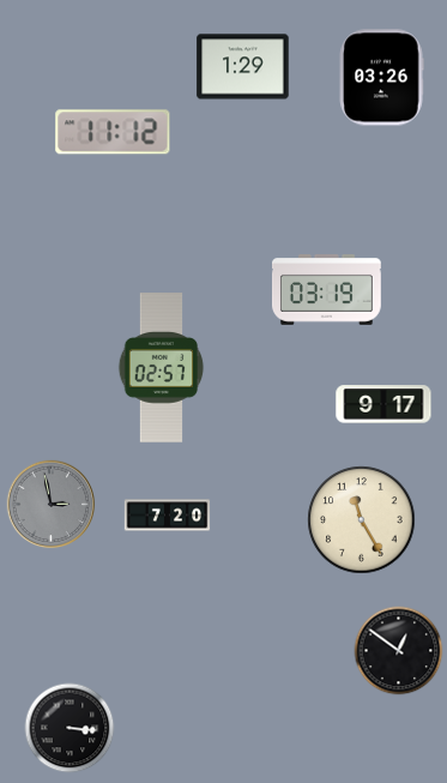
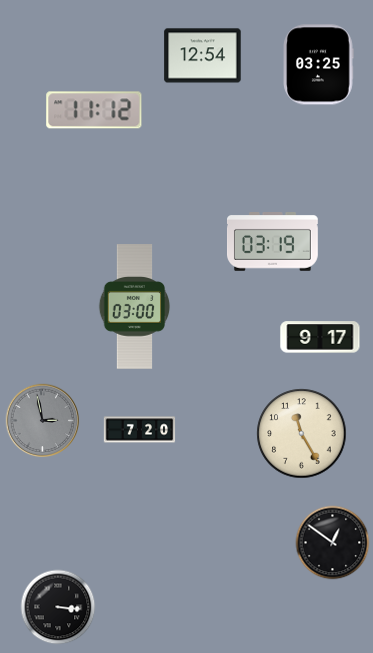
clock at (243, 67): 1:29 -> 12:54
clock at (381, 78): 03:26 -> 03:25
clock at (162, 368): 02:57 -> 03:00
